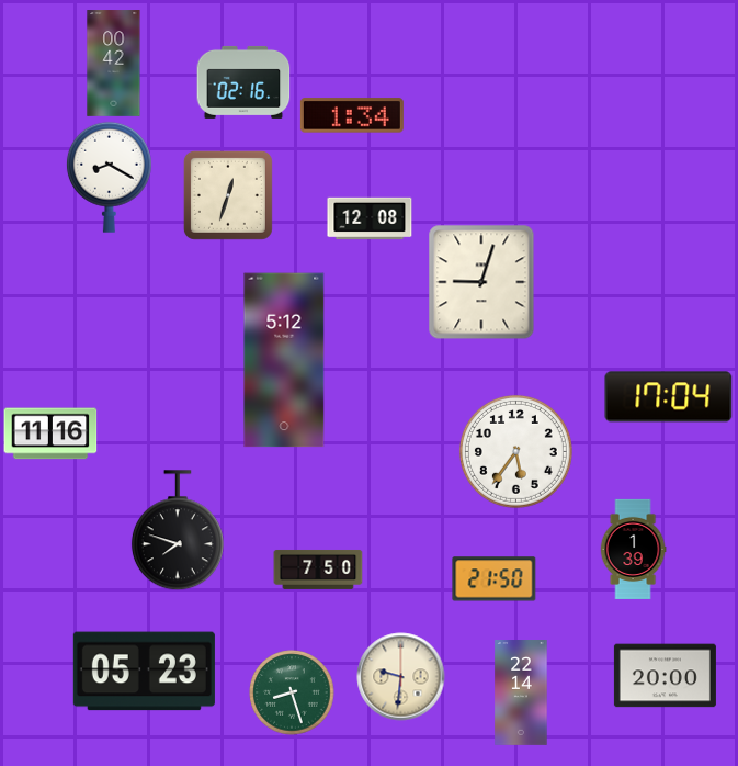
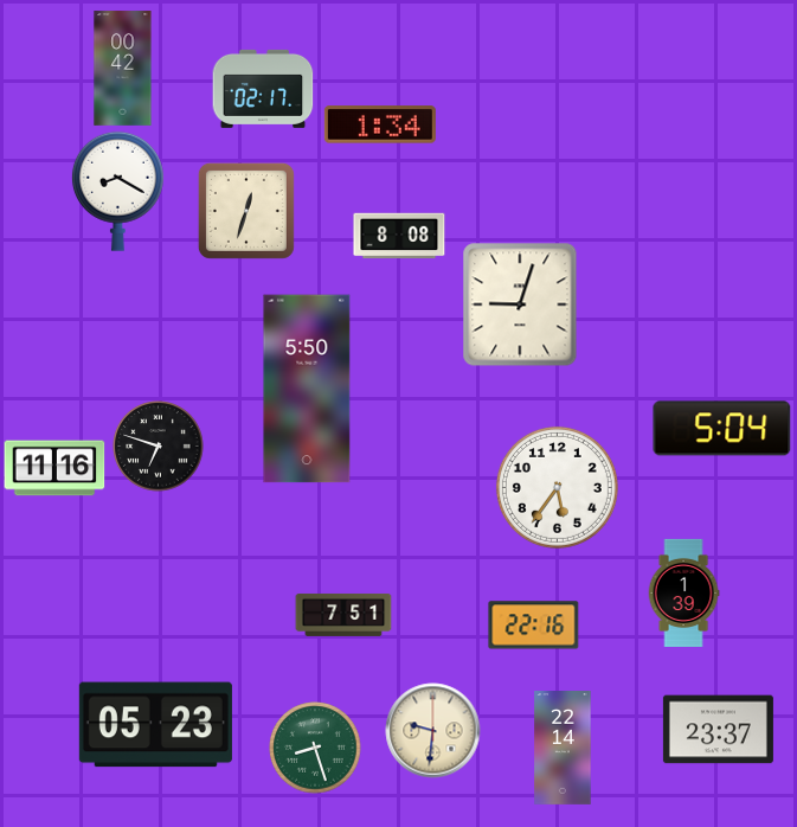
clock at (243, 82): 02:16 -> 02:17
clock at (370, 218): 12:08 -> 8:08
clock at (284, 360): 5:12 -> 5:50
clock at (669, 397): 17:04 -> 5:04
clock at (159, 447): none -> 6:48
clock at (178, 531): 7:48 -> none
clock at (318, 570): 7:50 -> 7:51
clock at (495, 579): 21:50 -> 22:16
clock at (665, 676): 20:00 -> 23:37
